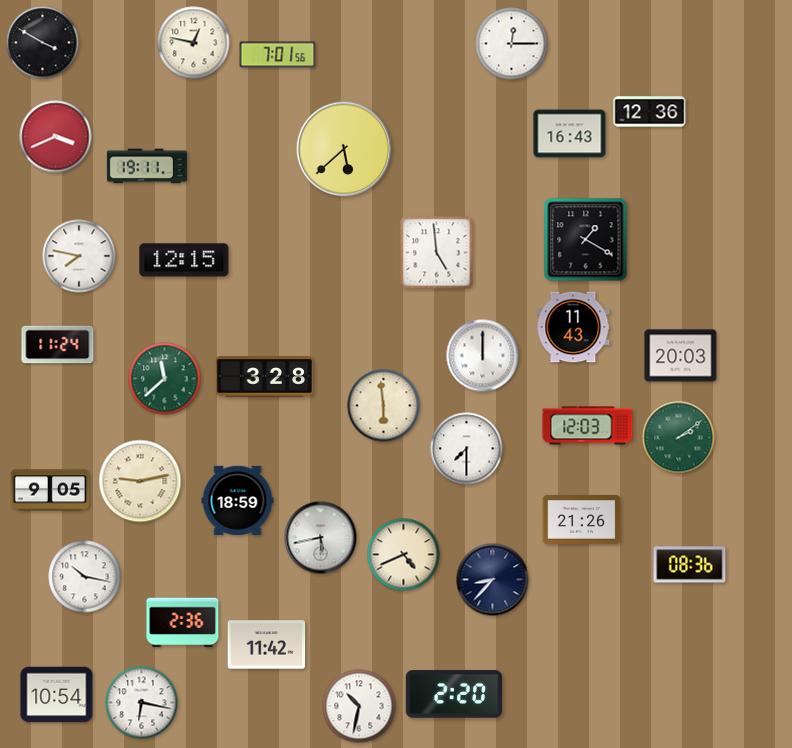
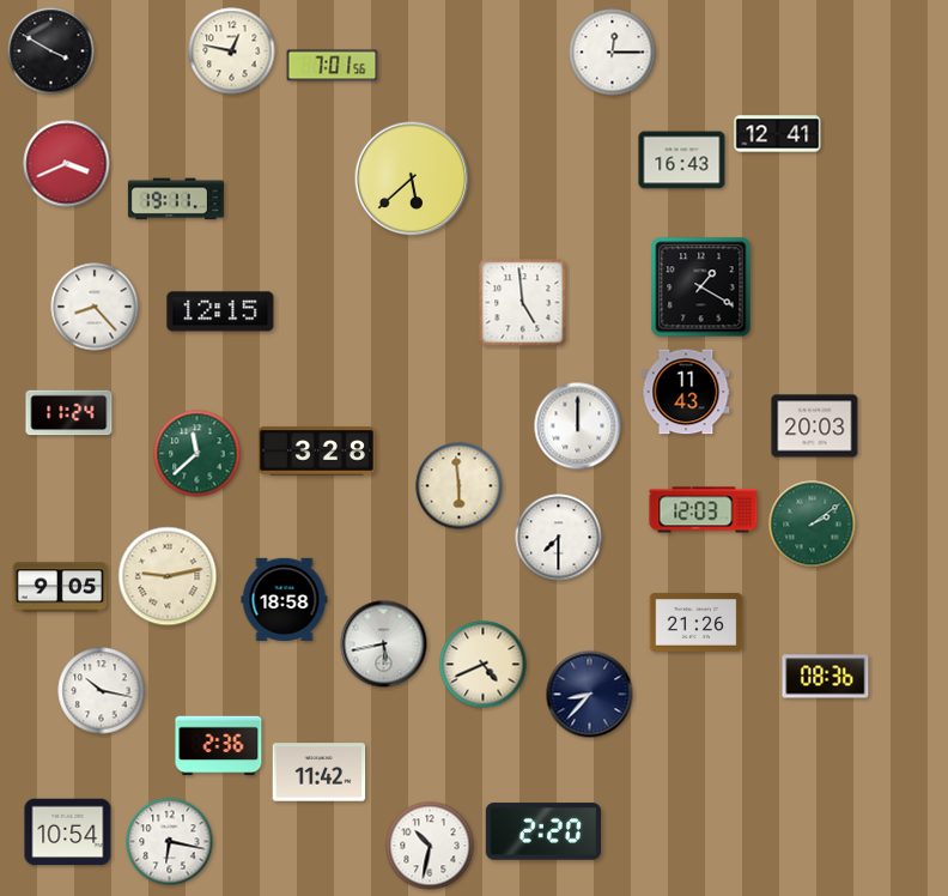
clock at (650, 112): 12:36 -> 12:41
clock at (79, 256): 7:47 -> 8:23
clock at (238, 500): 18:59 -> 18:58
